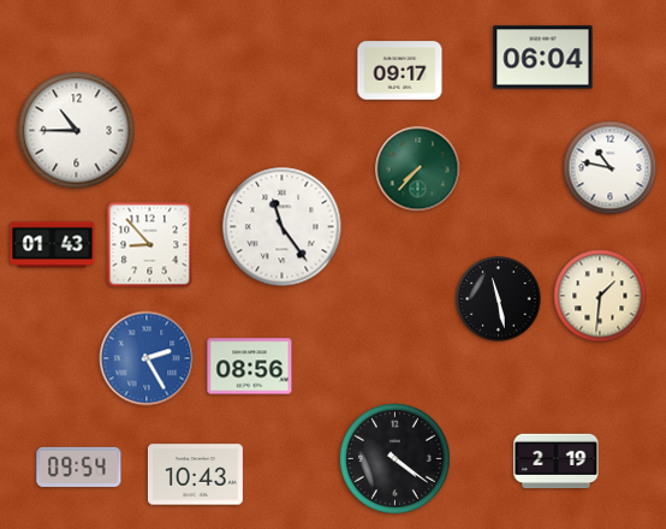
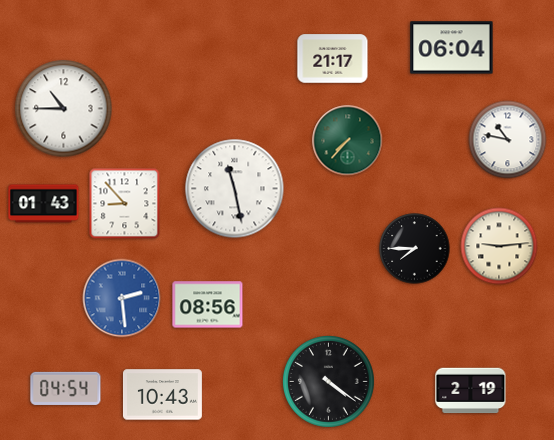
clock at (400, 71): 09:17 -> 21:17
clock at (283, 227): 11:24 -> 11:28
clock at (600, 296): 1:31 -> 9:14
clock at (499, 299): 11:28 -> 7:45
clock at (147, 358): 2:25 -> 2:29
clock at (557, 462) position: (557, 462) -> (471, 391)
clock at (79, 466): 09:54 -> 04:54
